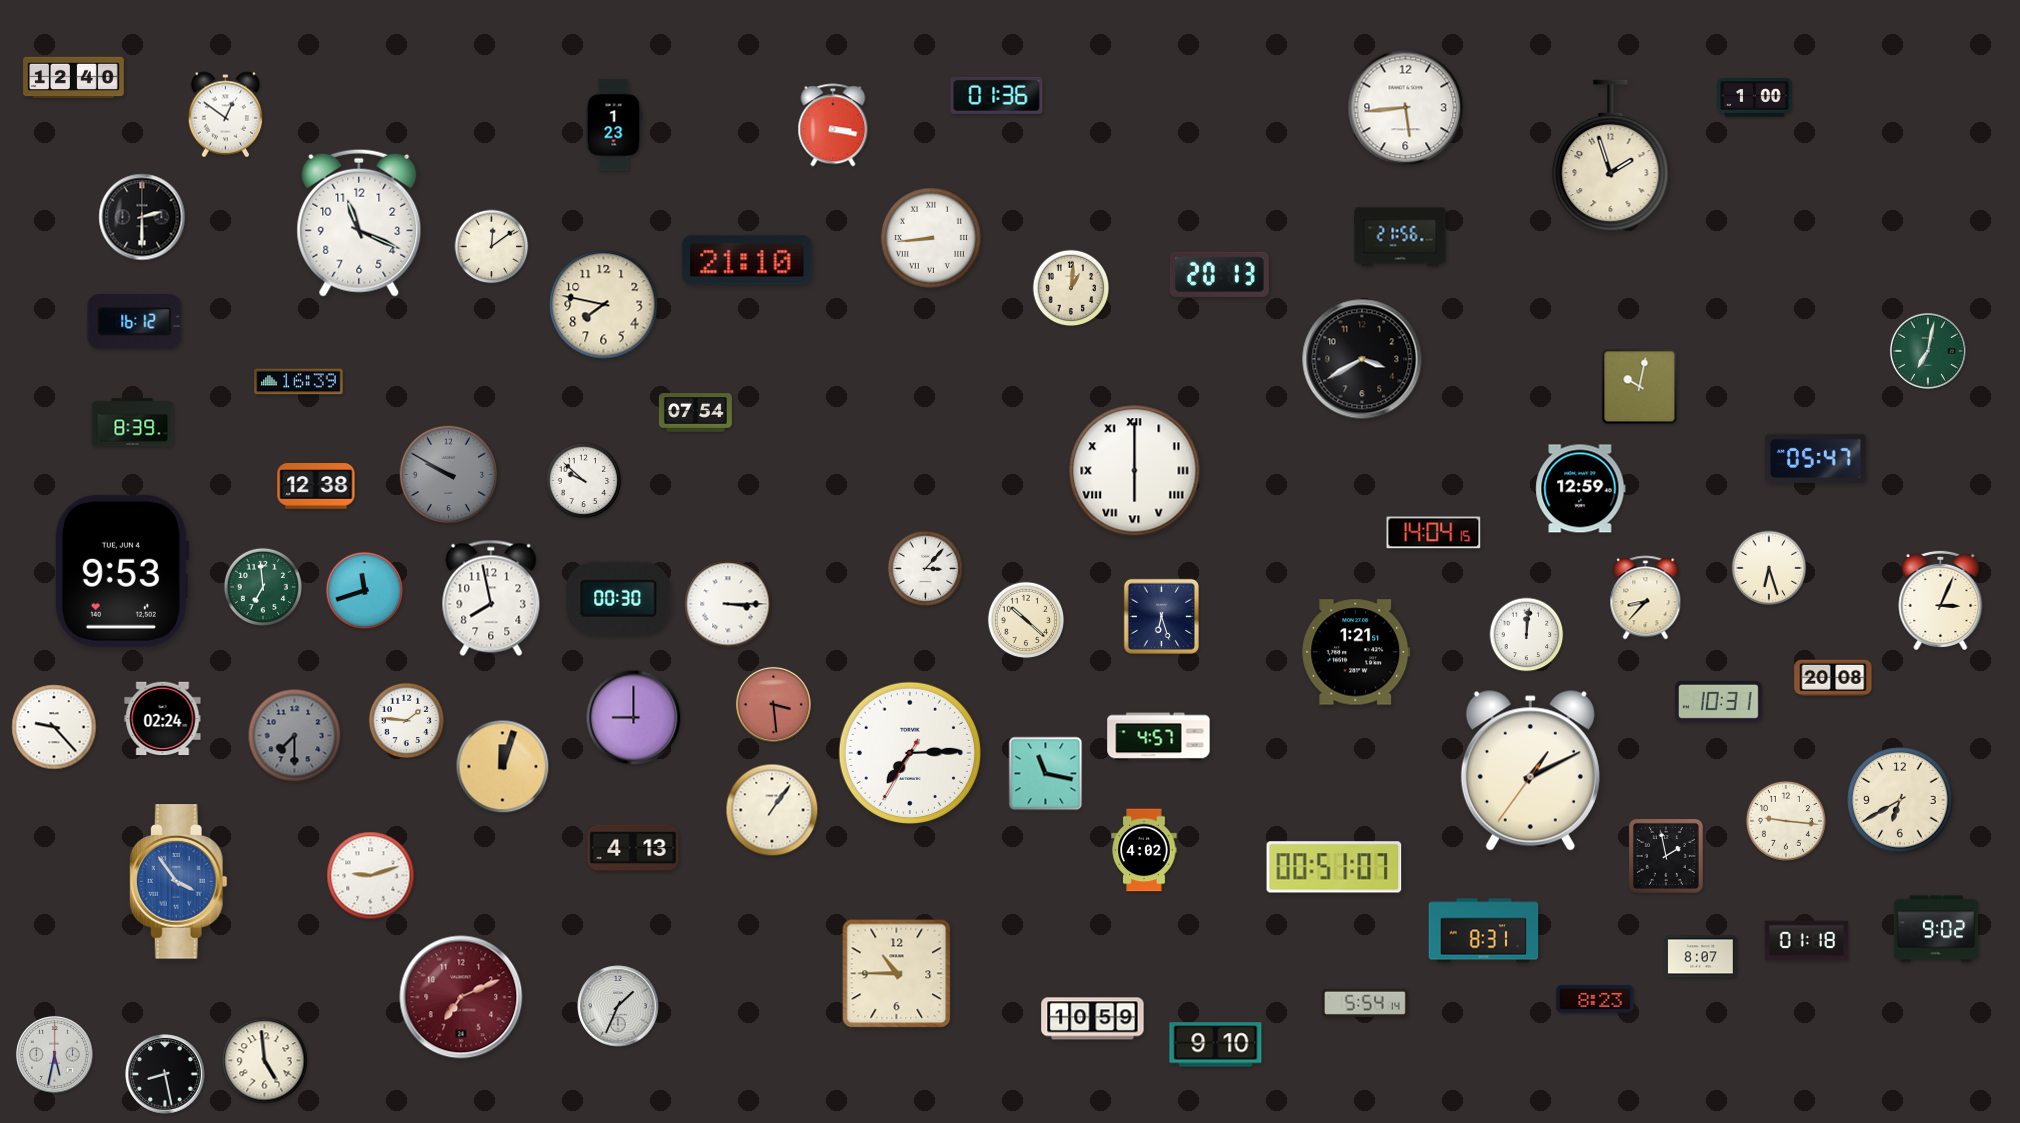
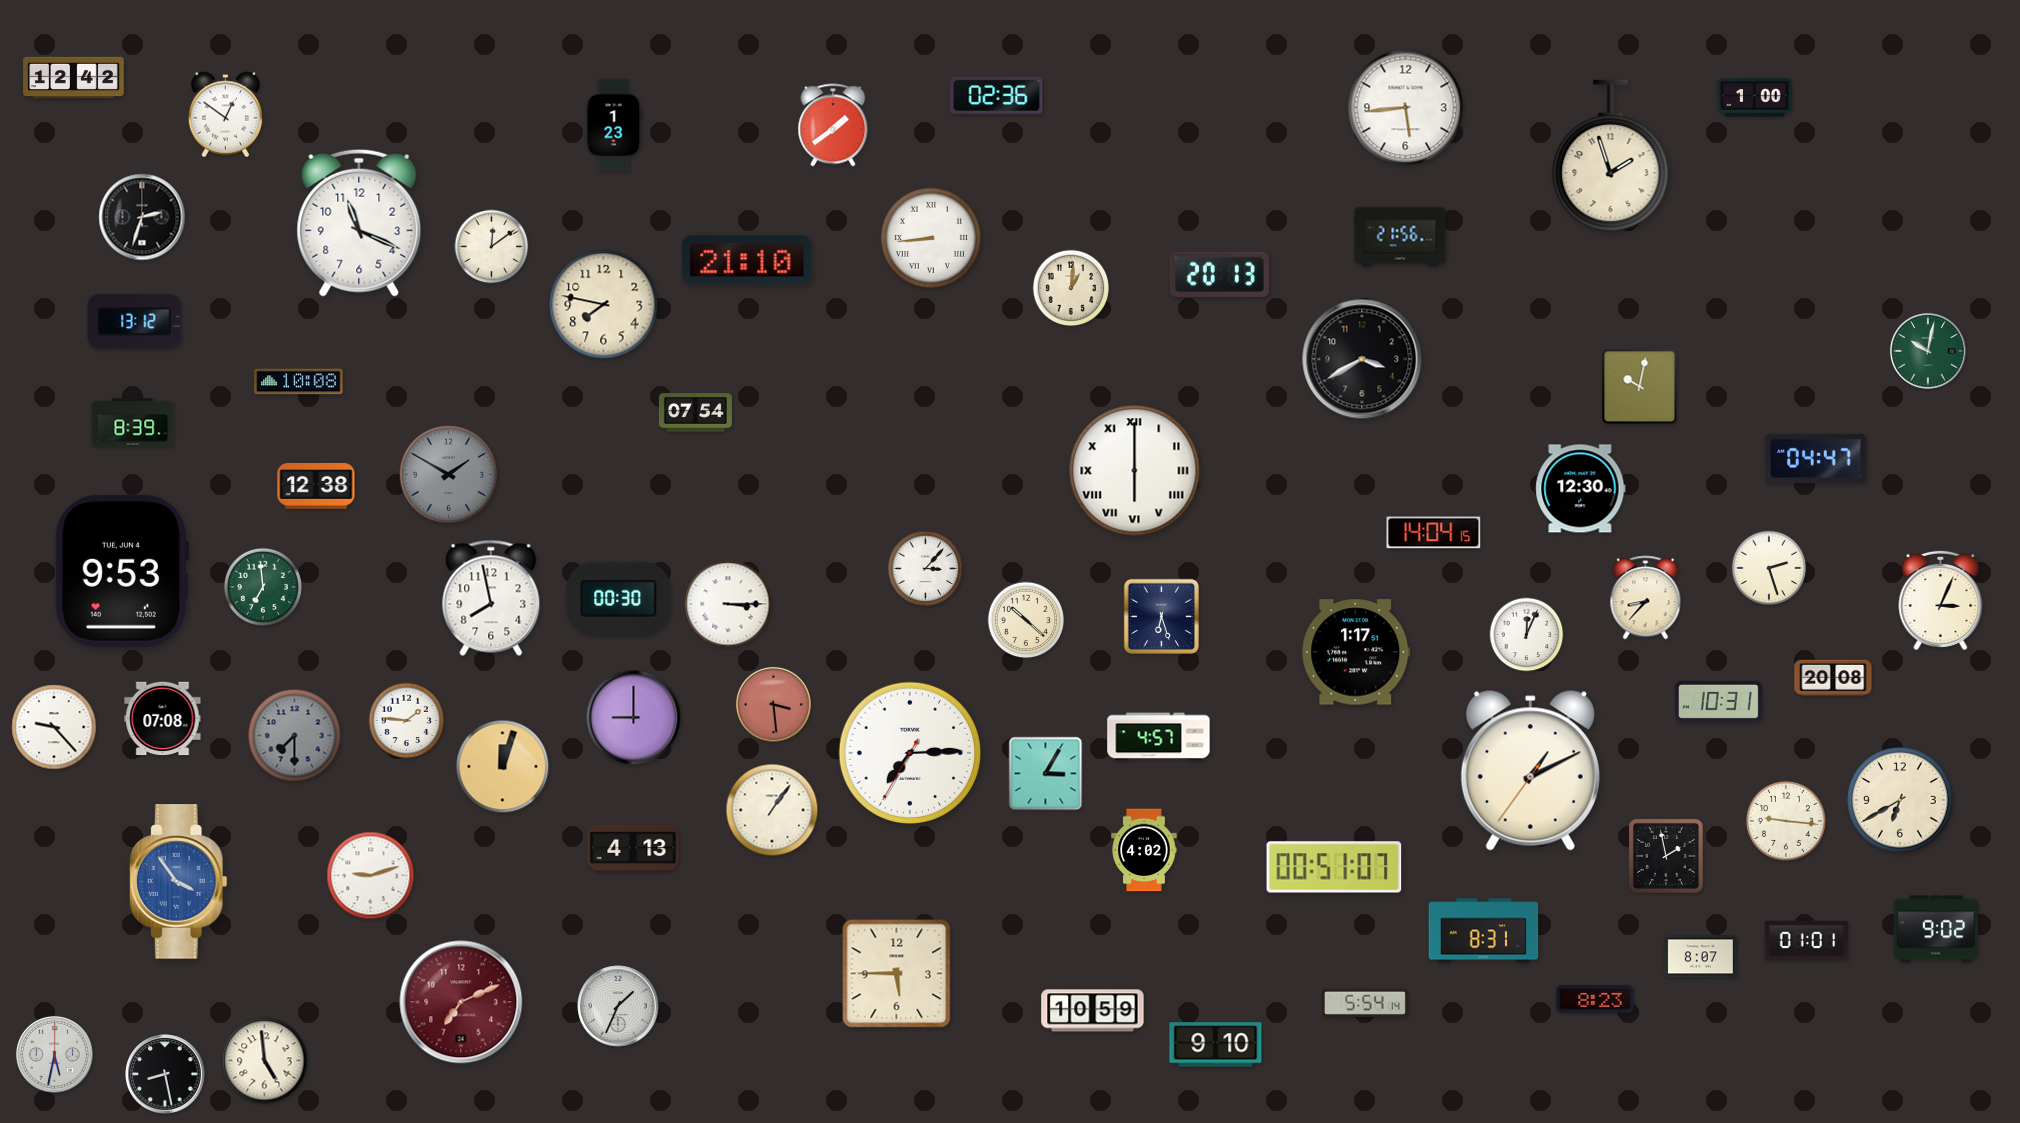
clock at (74, 78): 12:40 -> 12:42
clock at (997, 95): 01:36 -> 02:36
clock at (833, 125): 3:17 -> 1:39
clock at (142, 217): 2:30 -> 2:33
clock at (135, 322): 16:12 -> 13:12
clock at (1928, 351): 7:02 -> 10:02
clock at (299, 382): 16:39 -> 10:08
clock at (1816, 458): 05:47 -> 04:47
clock at (449, 475): 9:50 -> 1:50
clock at (584, 481): 9:52 -> none
clock at (1581, 489): 12:59 -> 12:30
clock at (1769, 568): 6:27 -> 2:27
clock at (364, 590): 11:42 -> none
clock at (1527, 635): 12:01 -> 12:04
clock at (1356, 652): 1:21 -> 1:17
clock at (163, 719): 02:24 -> 07:08
clock at (1046, 774): 11:17 -> 3:05
clock at (1807, 941): 01:18 -> 01:01
clock at (897, 974): 10:45 -> 5:45
clock at (461, 997) position: (461, 997) -> (461, 1002)
clock at (1093, 1019) position: (1093, 1019) -> (1093, 1011)
